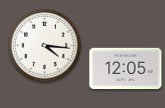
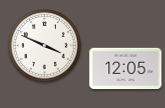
clock at (45, 46): 4:16 -> 3:49
